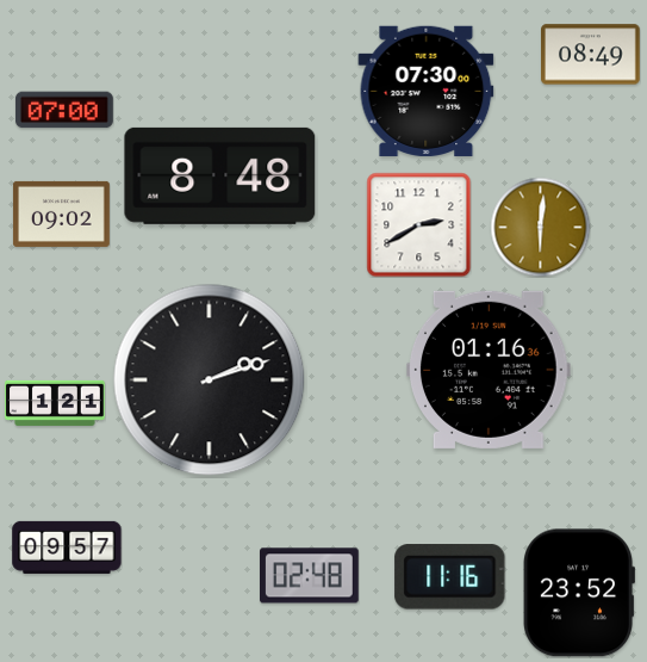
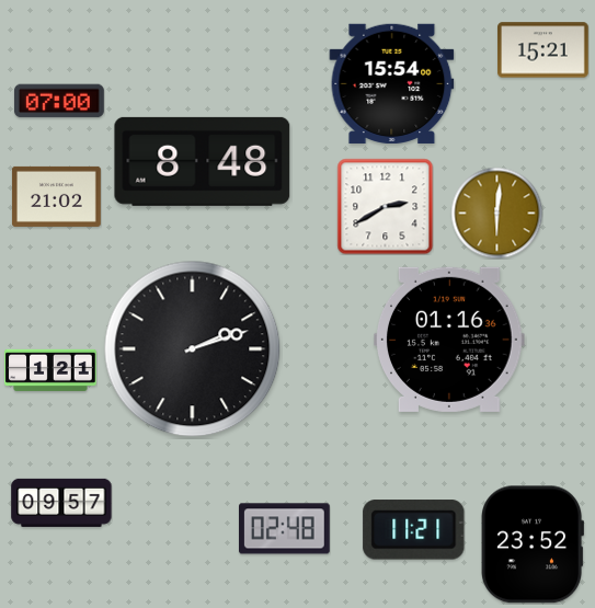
clock at (591, 55): 08:49 -> 15:21
clock at (427, 91): 07:30 -> 15:54
clock at (61, 214): 09:02 -> 21:02
clock at (540, 227) position: (540, 227) -> (496, 213)
clock at (450, 577): 11:16 -> 11:21
